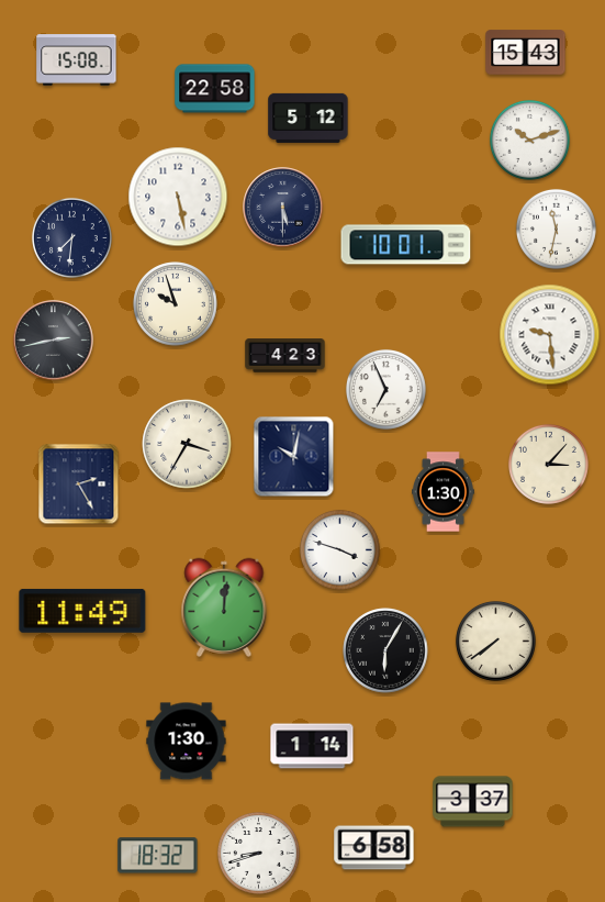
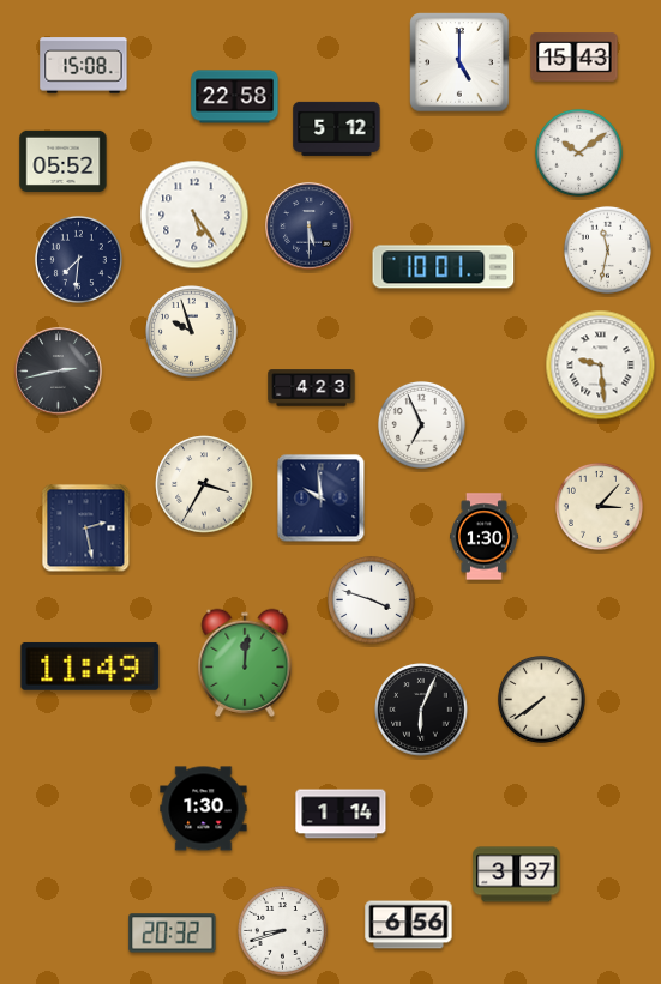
clock at (459, 62): none -> 5:00
clock at (529, 140): 10:12 -> 10:09
clock at (64, 161): none -> 05:52
clock at (178, 197): 5:28 -> 5:24
clock at (294, 457): 10:02 -> 9:59
clock at (79, 485): 2:25 -> 2:28
clock at (385, 650): 6:05 -> 6:04
clock at (374, 848): 6:58 -> 6:56
clock at (158, 856): 18:32 -> 20:32
